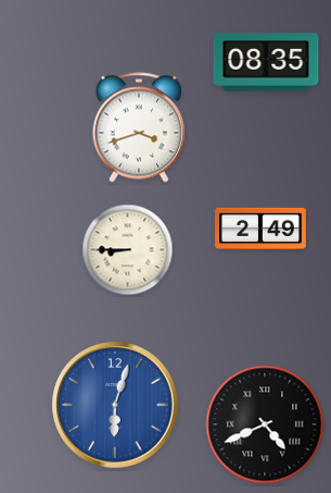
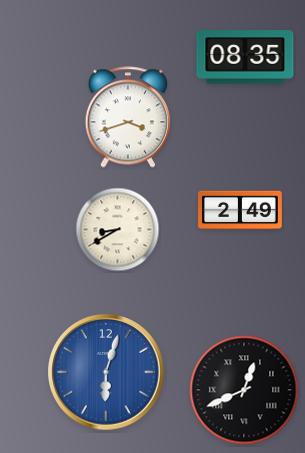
clock at (128, 250): 8:45 -> 8:40
clock at (265, 424): 4:41 -> 12:41
